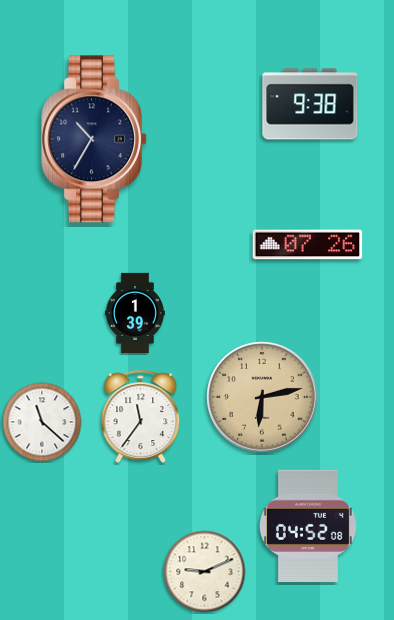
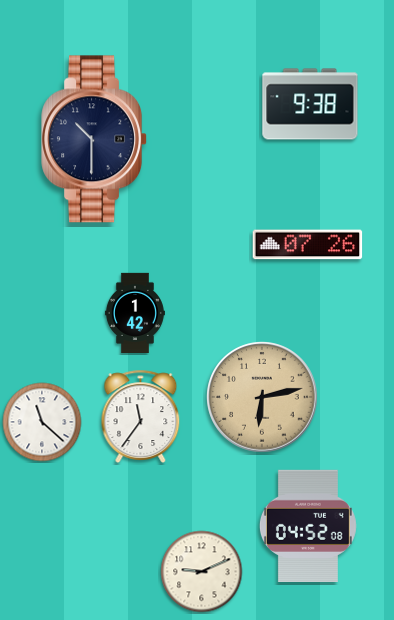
clock at (95, 139): 10:35 -> 10:30
clock at (135, 312): 1:39 -> 1:42
clock at (205, 572) position: (205, 572) -> (202, 572)
